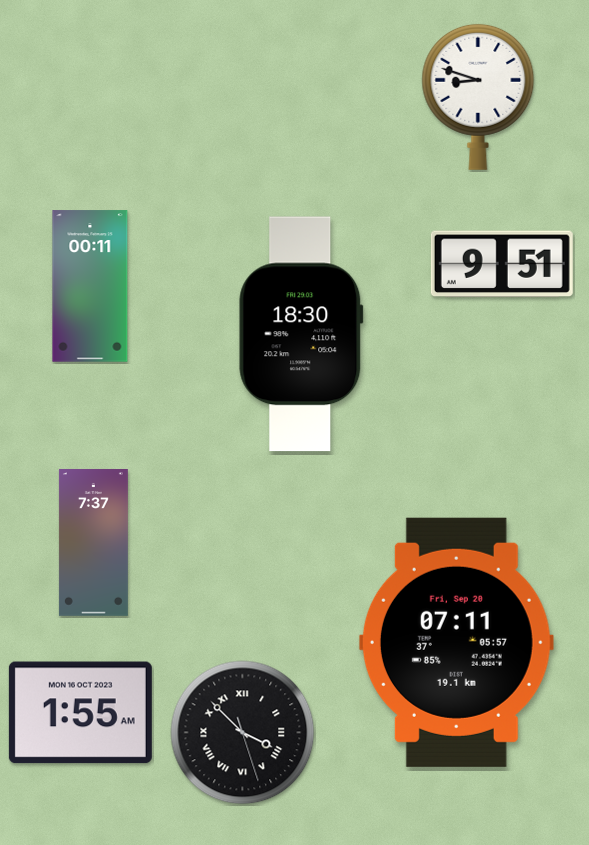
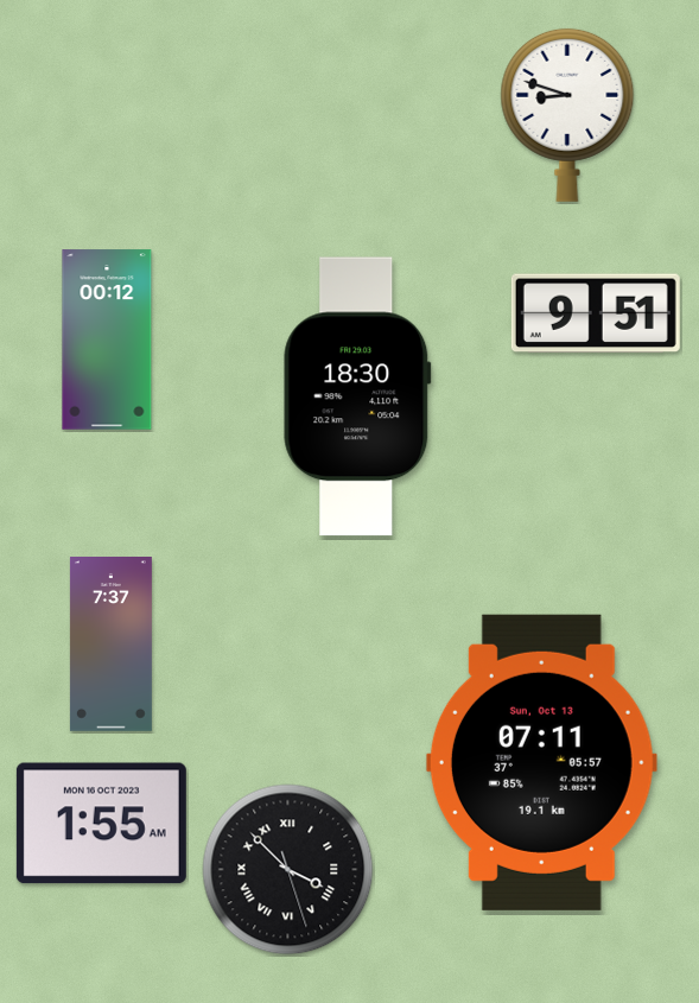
clock at (90, 286): 00:11 -> 00:12
clock at (456, 642) date: Fri, Sep 20 -> Sun, Oct 13
clock at (80, 713) position: (80, 713) -> (101, 824)
